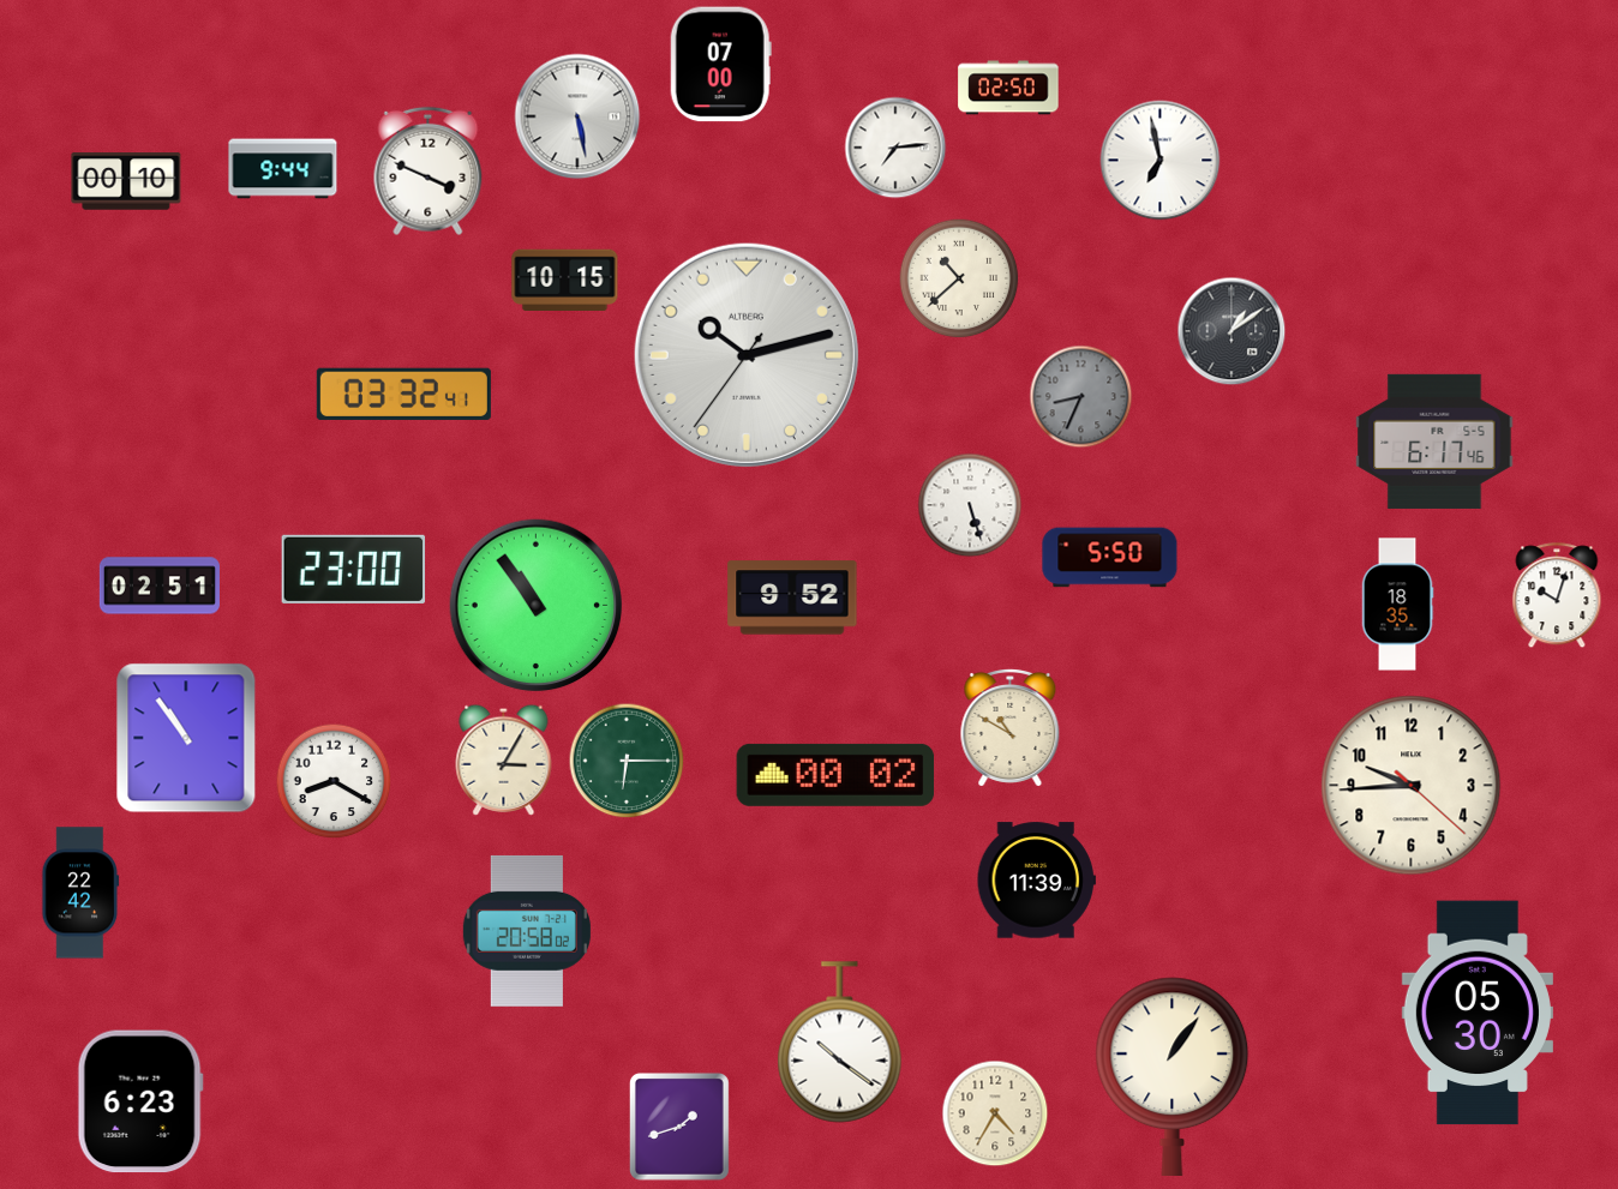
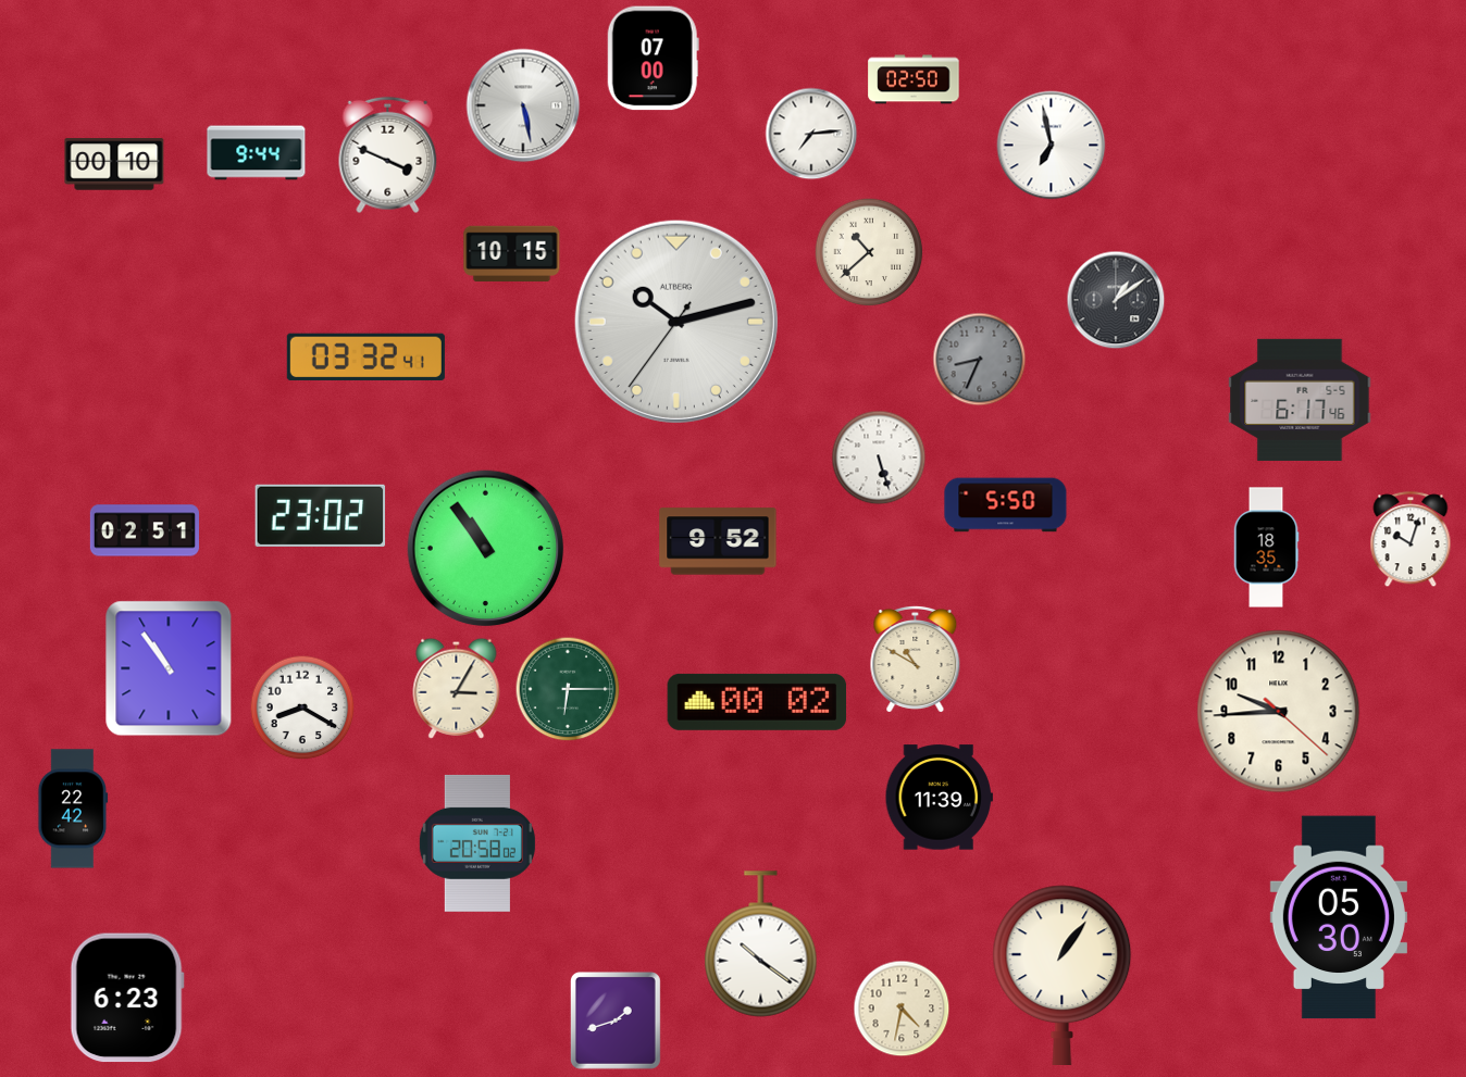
clock at (354, 569): 23:00 -> 23:02
clock at (995, 1113): 4:35 -> 4:32
